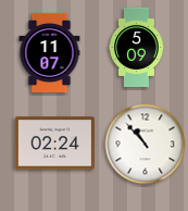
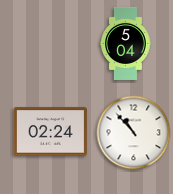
clock at (137, 47): 5:09 -> 5:04
clock at (50, 52): 11:07 -> none
